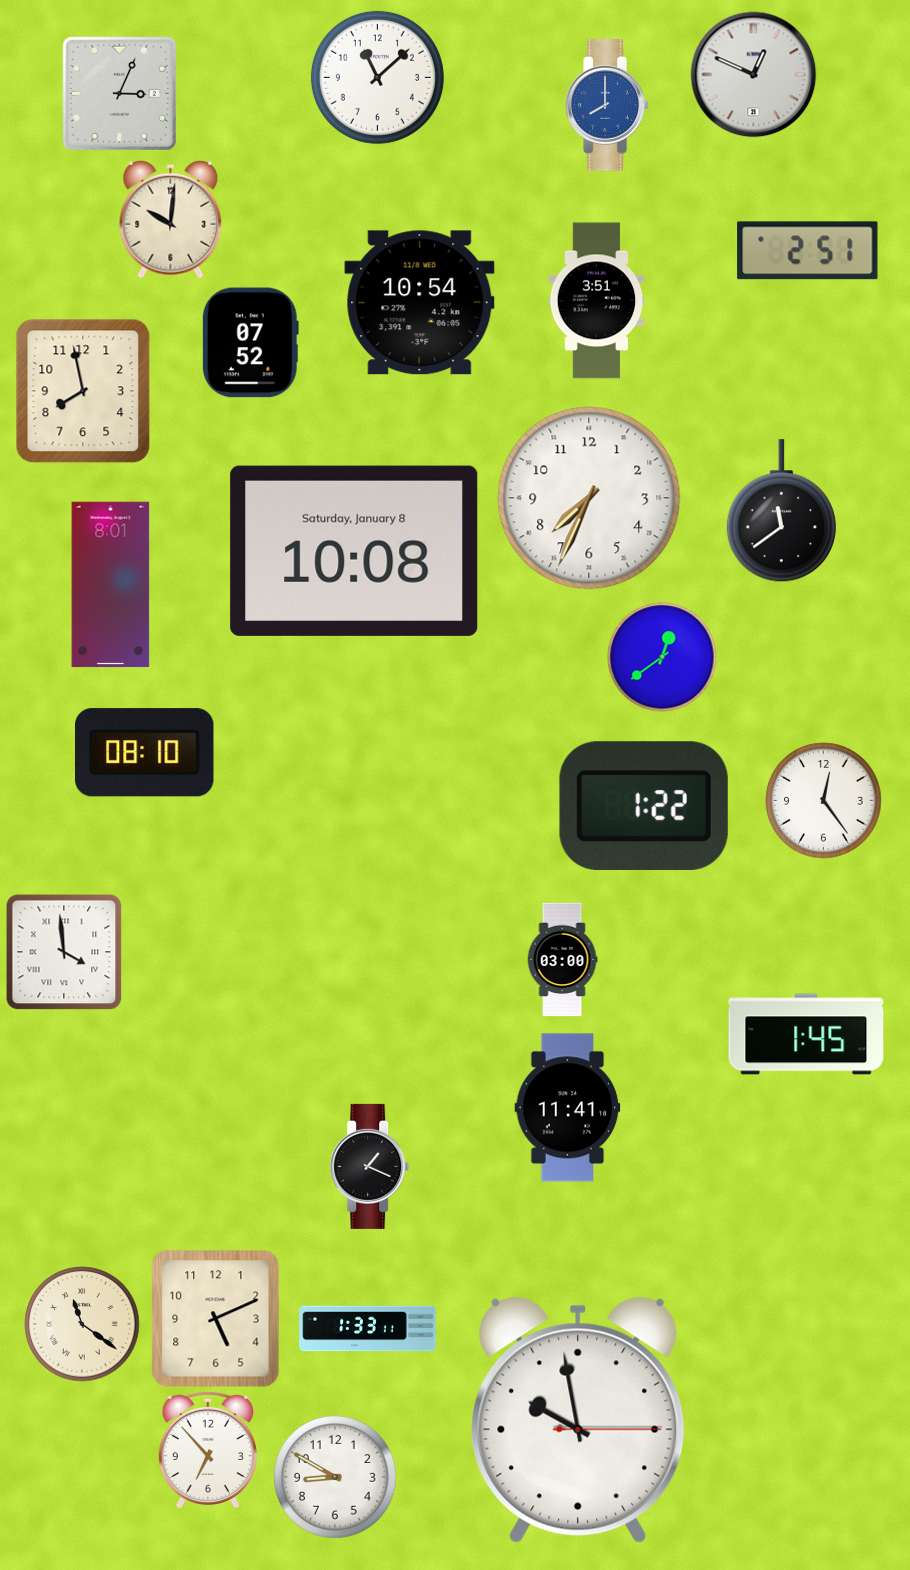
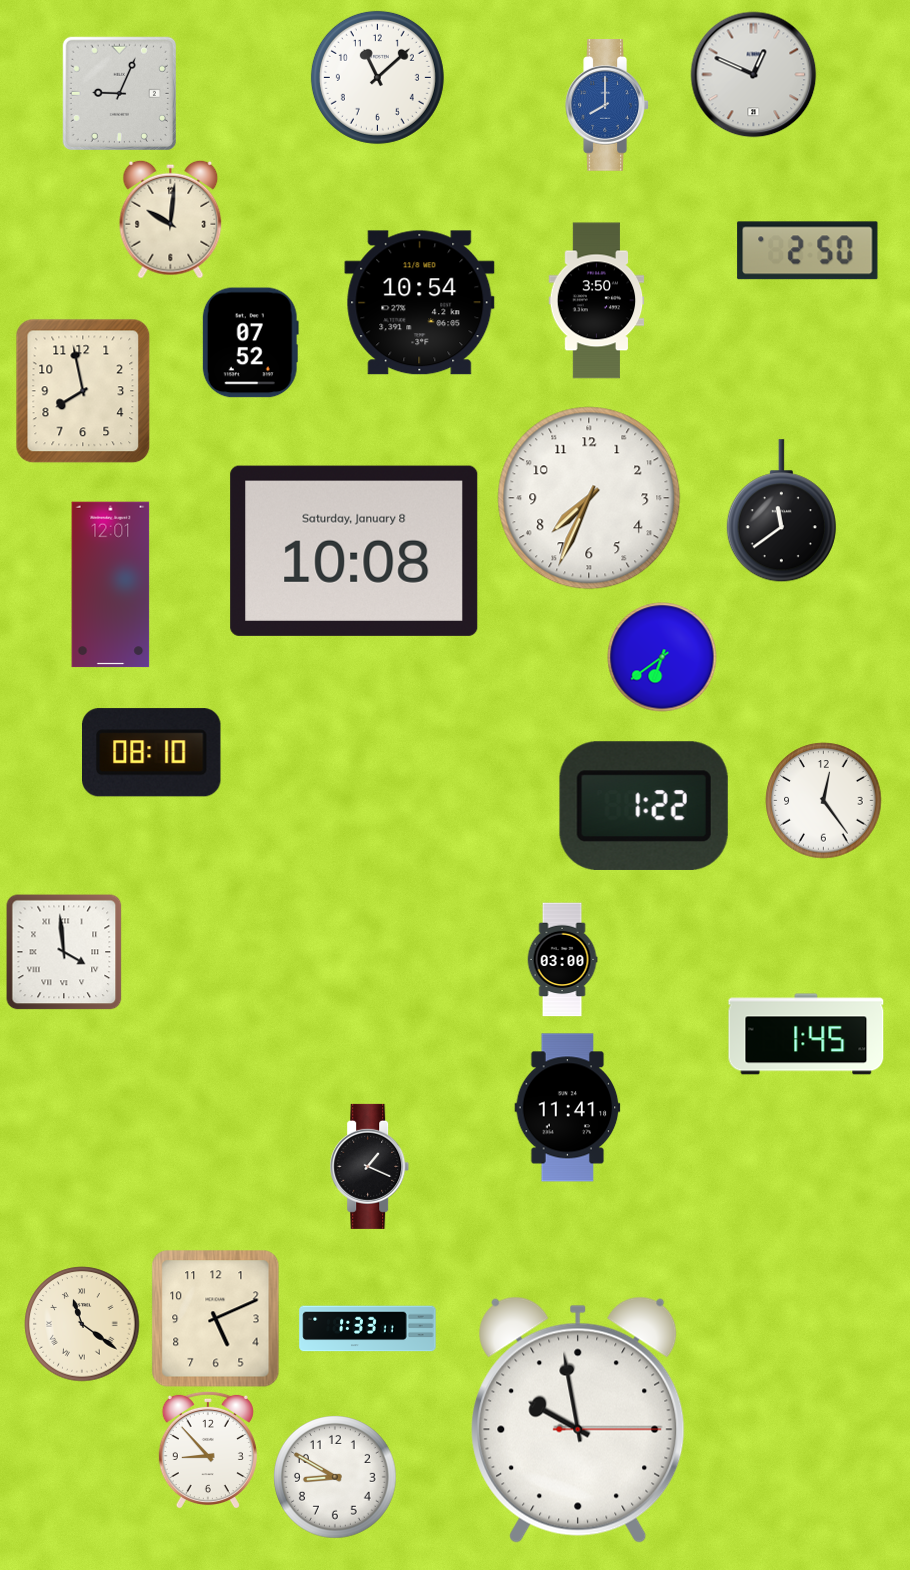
clock at (119, 93): 3:04 -> 9:04
clock at (808, 251): 2:51 -> 2:50
clock at (597, 301): 3:51 -> 3:50
clock at (111, 585): 8:01 -> 12:01
clock at (662, 657): 12:39 -> 6:39
clock at (145, 753) position: (145, 753) -> (152, 753)
clock at (208, 1450): 6:53 -> 8:53
